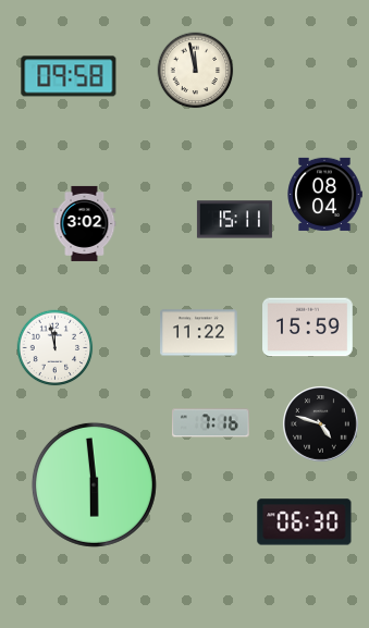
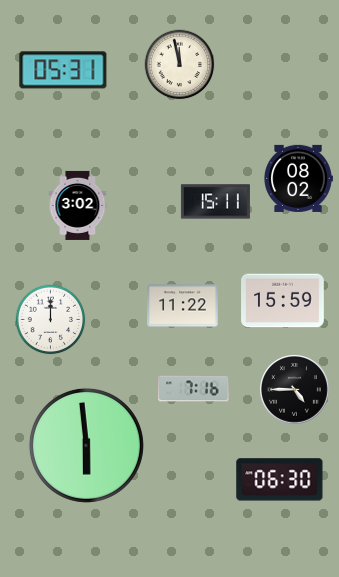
clock at (69, 76): 09:58 -> 05:31
clock at (324, 194): 08:04 -> 08:02
clock at (56, 348): 11:58 -> 12:00
clock at (321, 424): 4:48 -> 4:45
